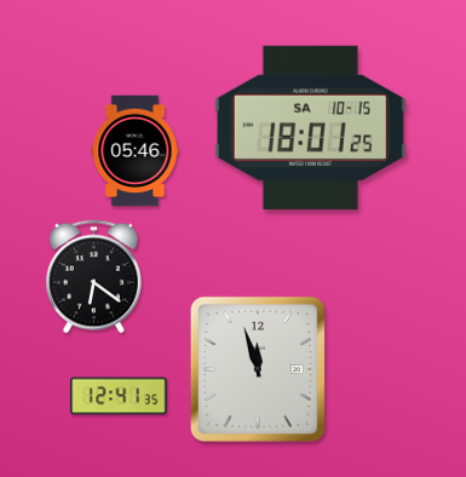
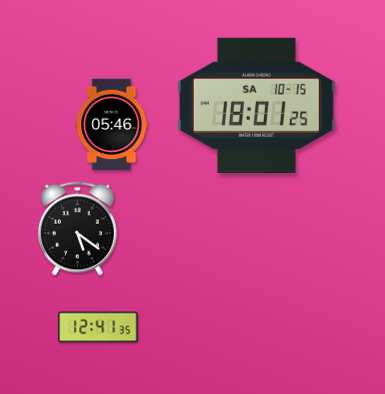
clock at (94, 277): 6:21 -> 5:21
clock at (258, 369): 11:57 -> none
